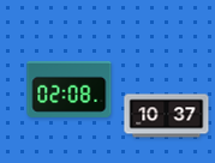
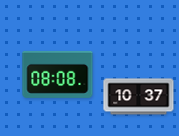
clock at (70, 89): 02:08 -> 08:08
